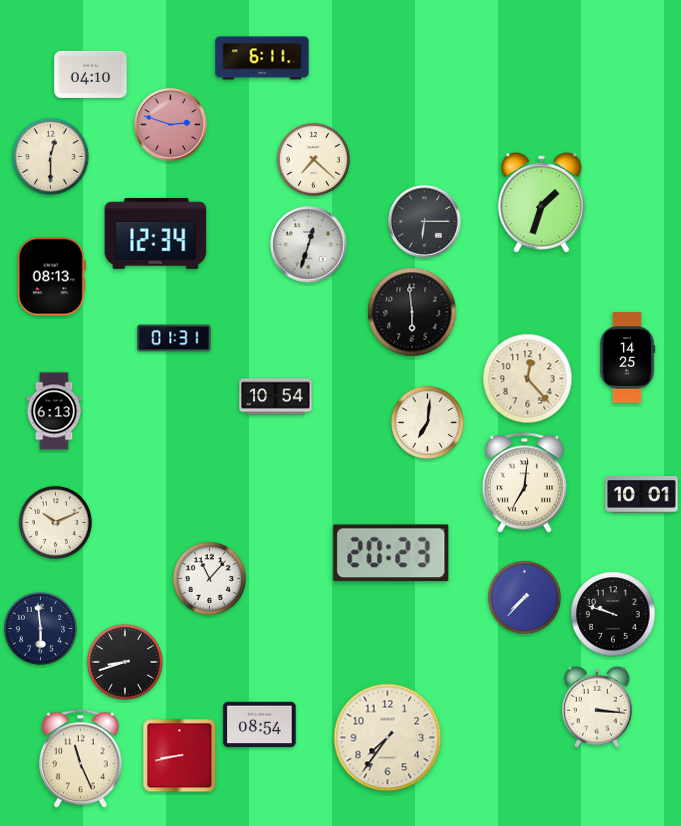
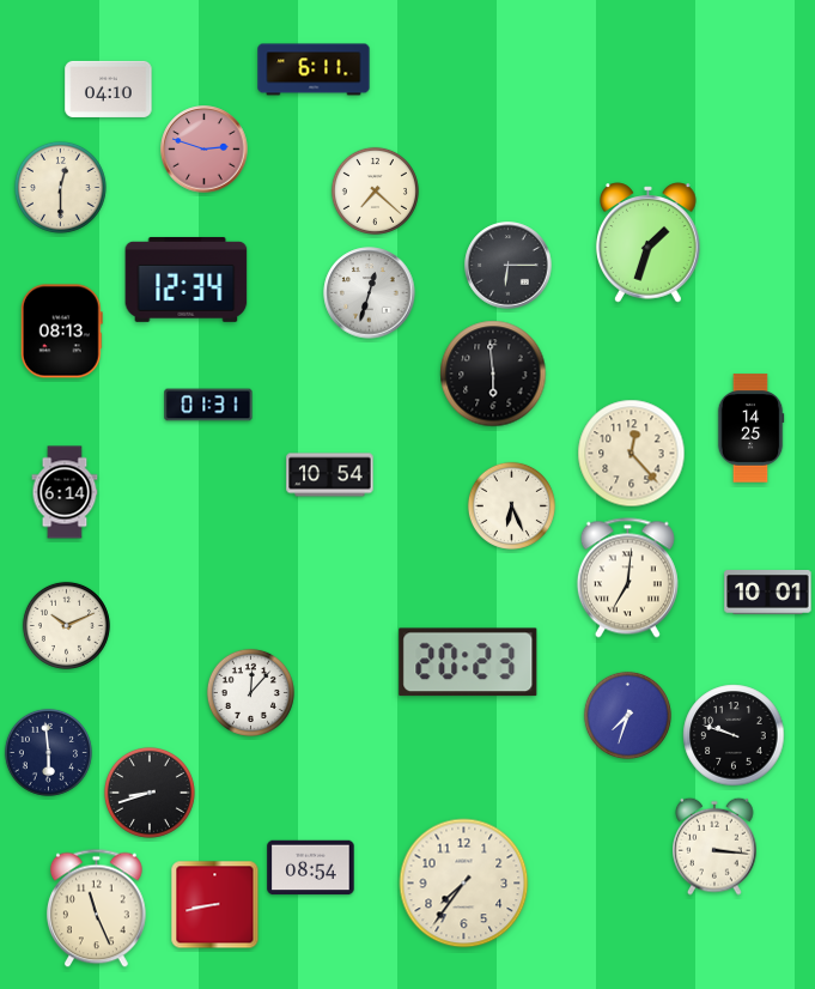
clock at (54, 411): 6:13 -> 6:14
clock at (427, 422): 7:01 -> 6:26
clock at (209, 578): 11:07 -> 12:07
clock at (524, 597): 7:37 -> 7:33
